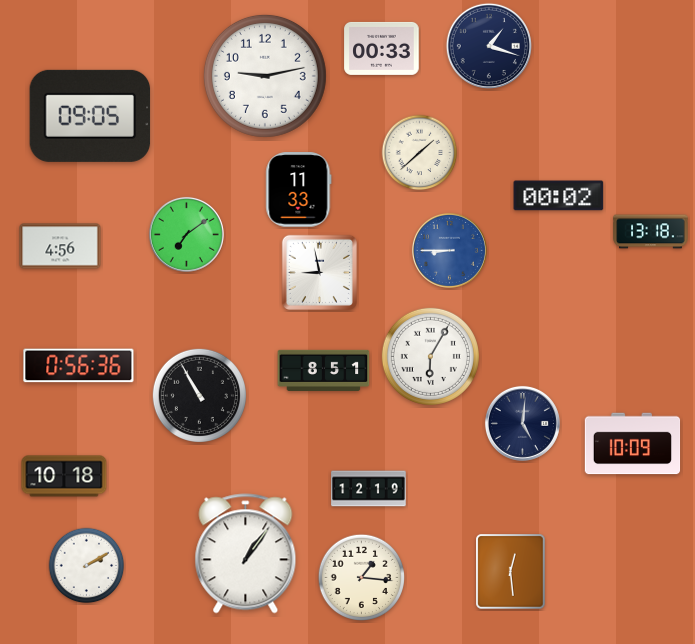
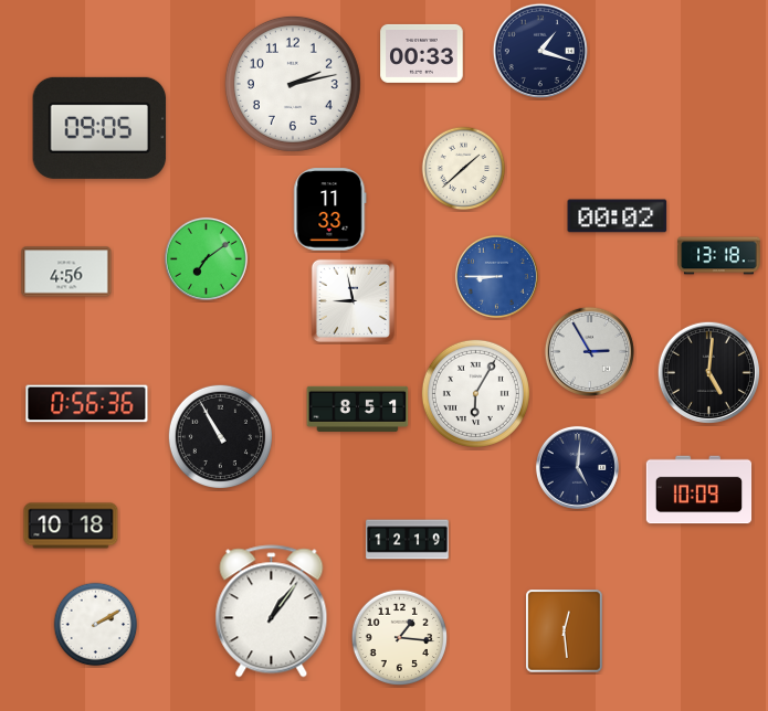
clock at (265, 76): 9:13 -> 2:13
clock at (589, 351): none -> 2:55
clock at (708, 372): none -> 5:01
